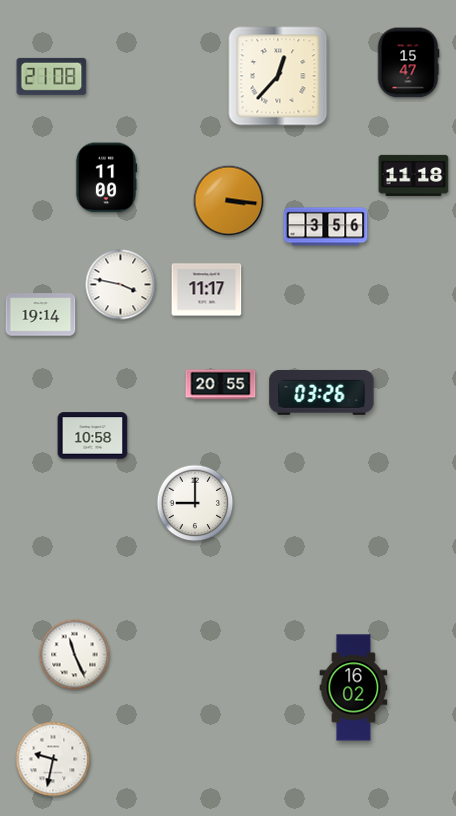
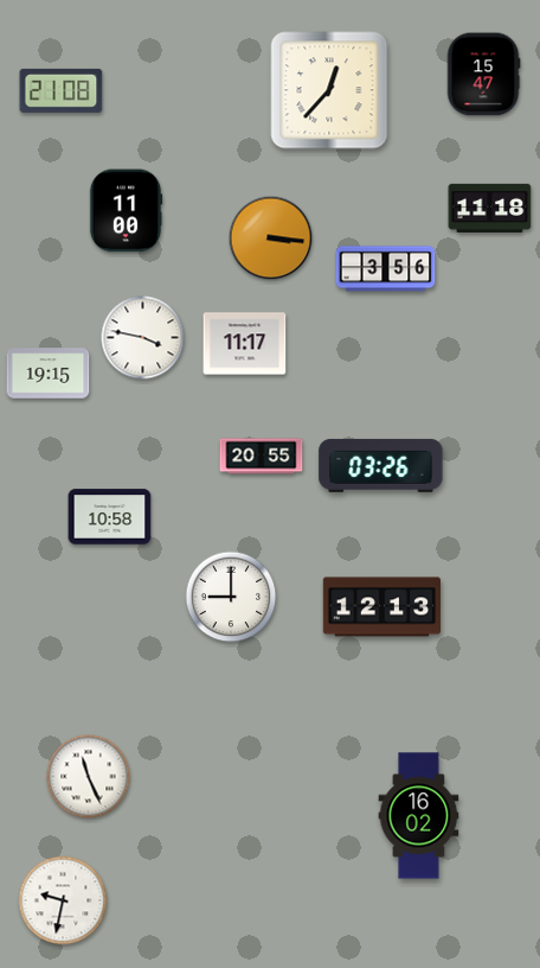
clock at (41, 315): 19:14 -> 19:15
clock at (382, 607): none -> 12:13
